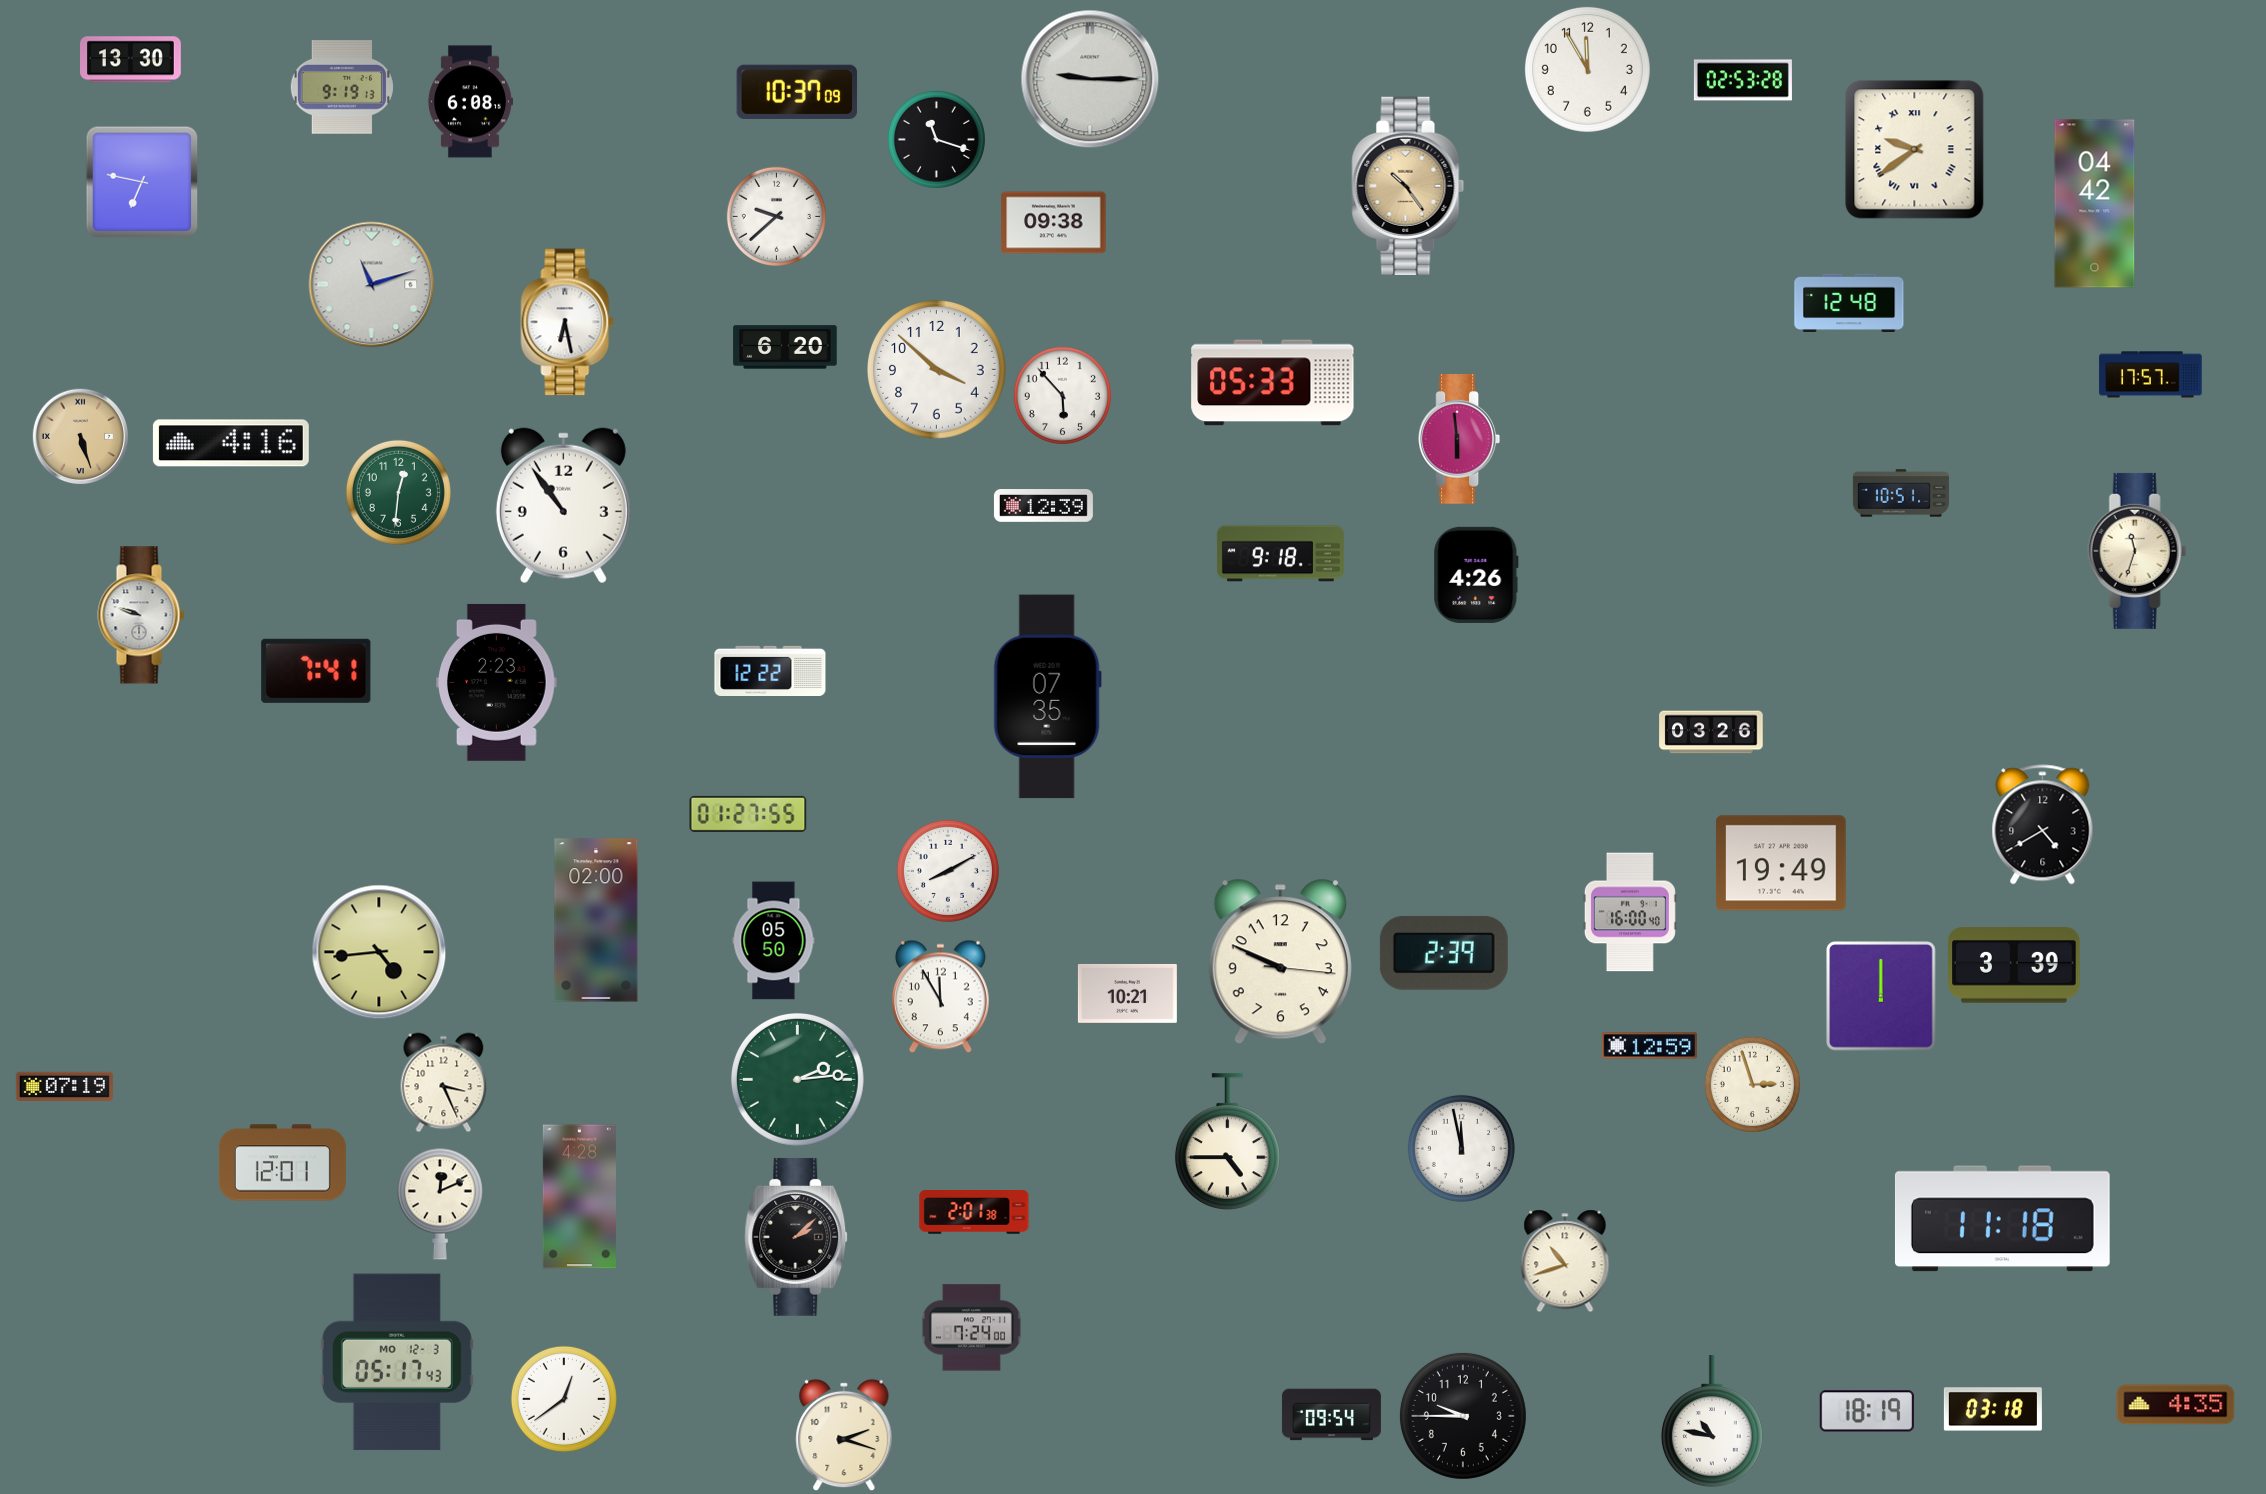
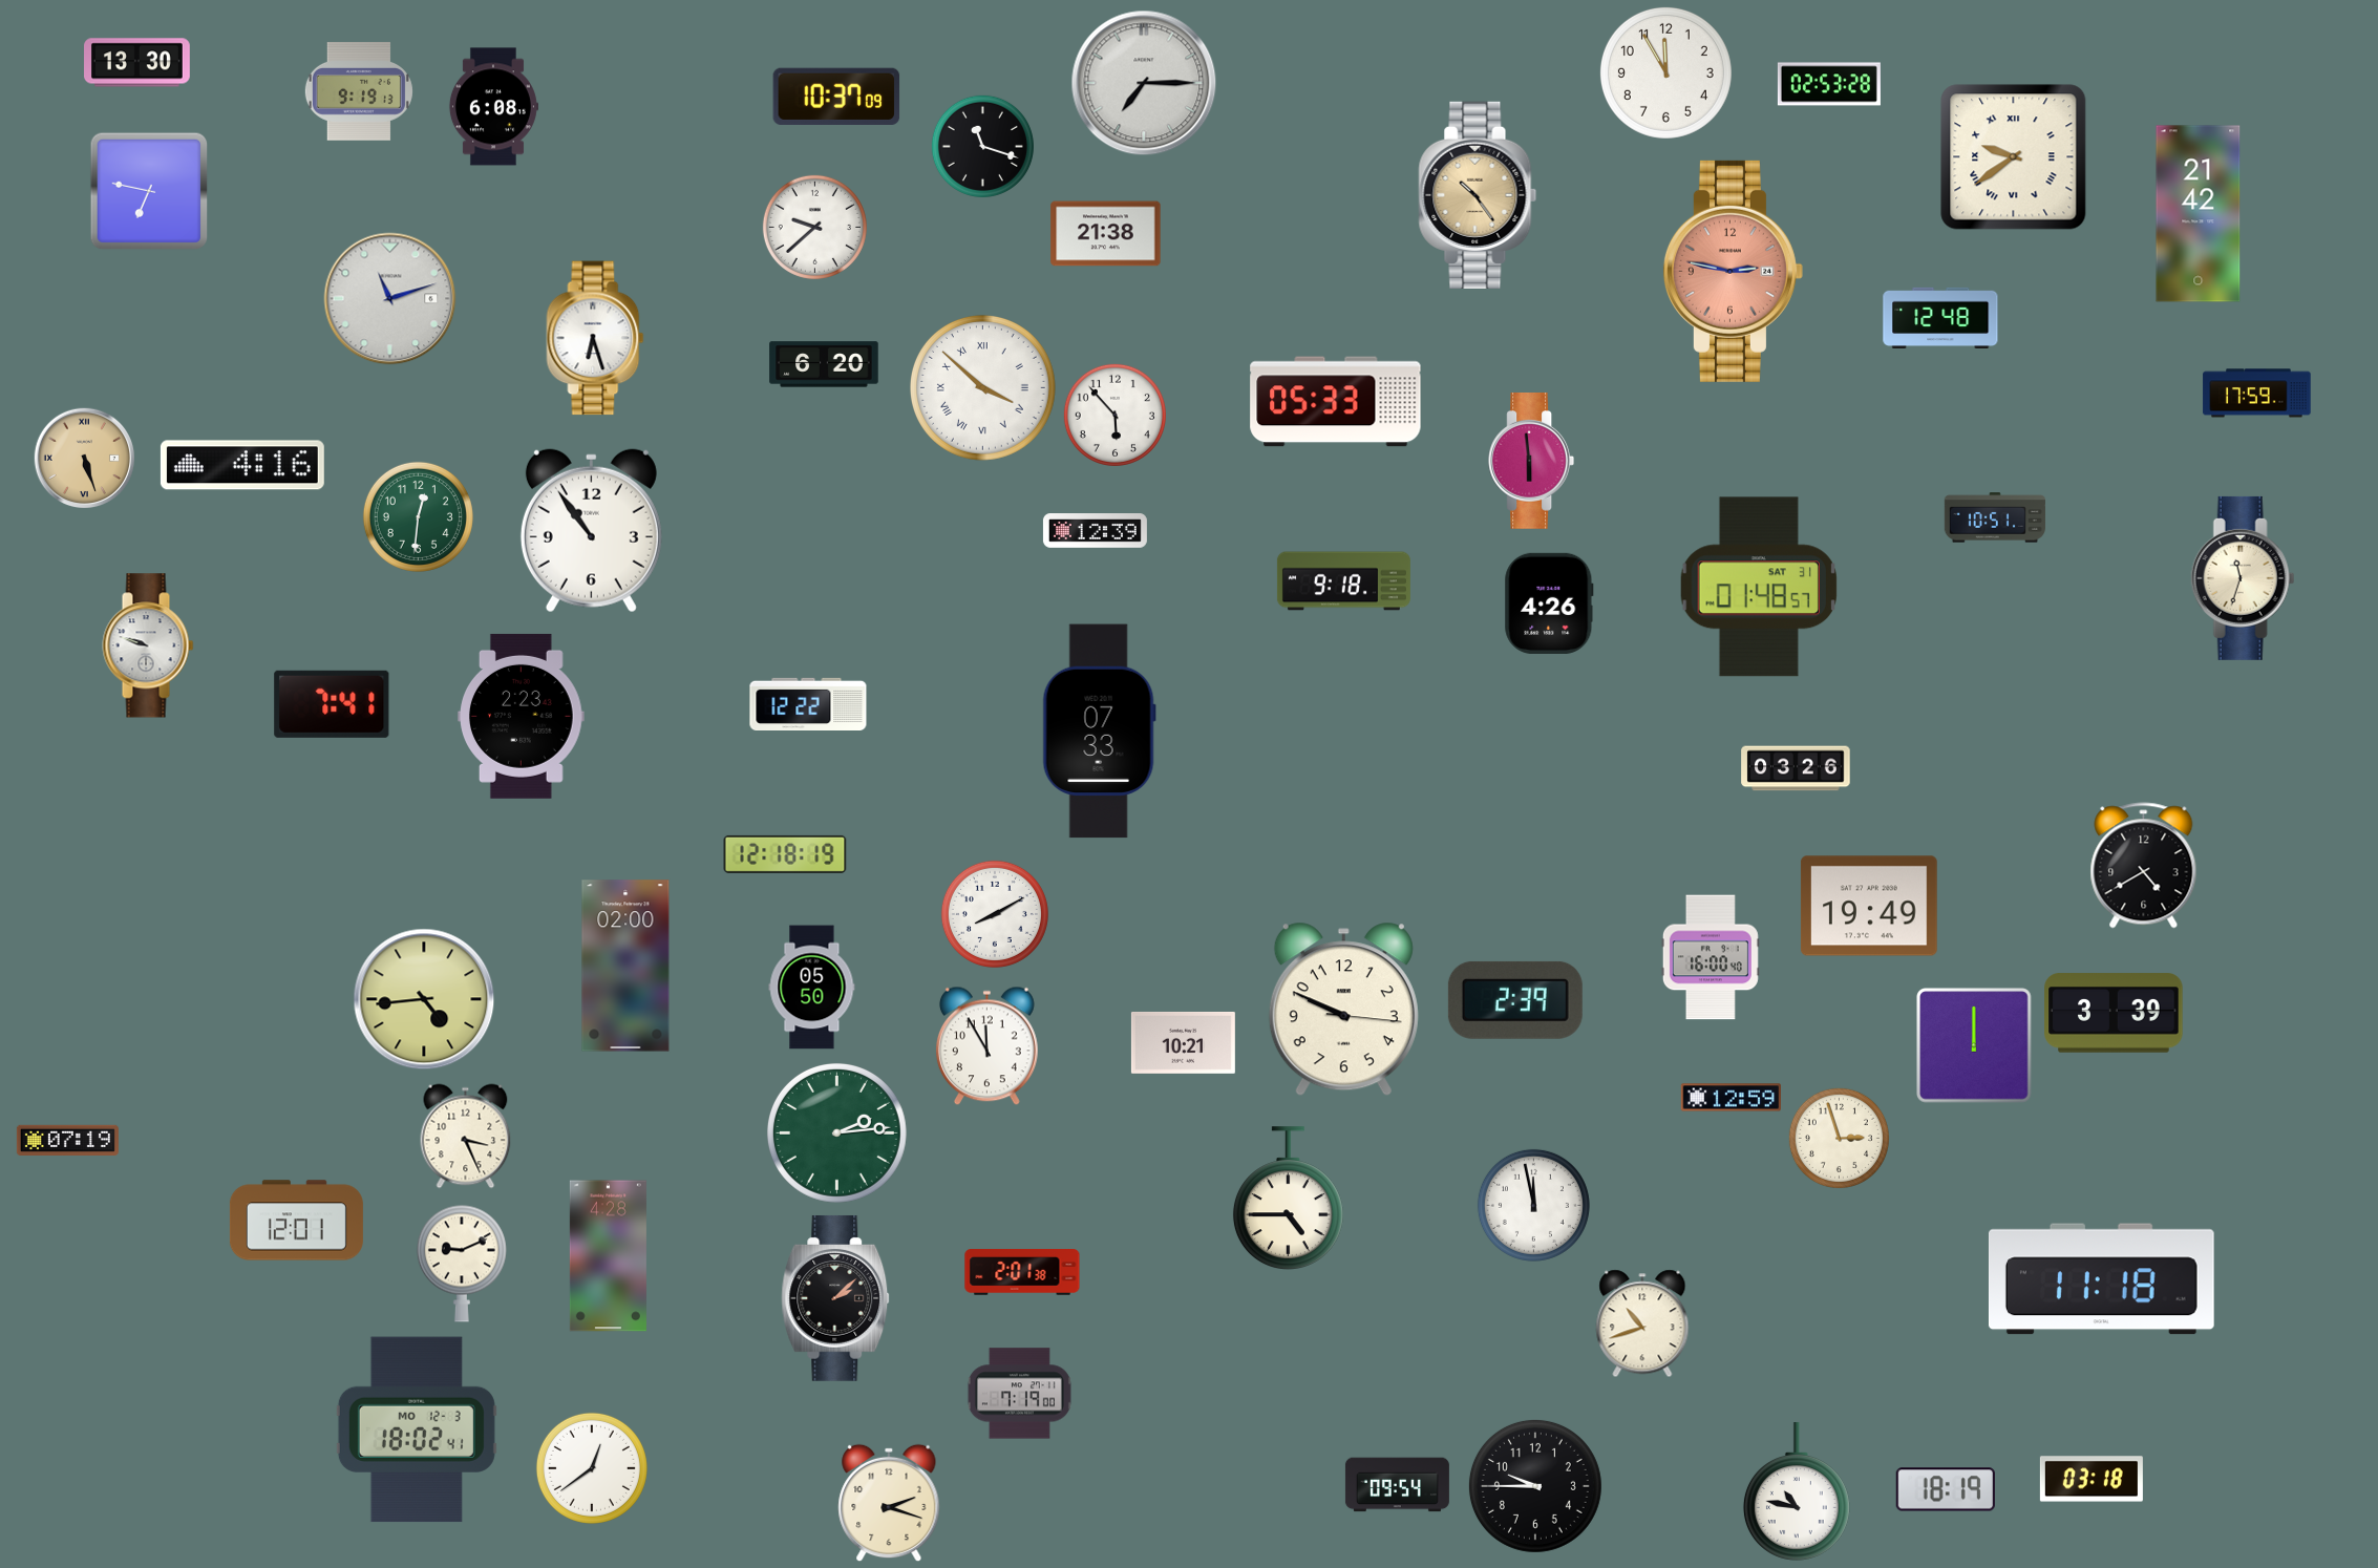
clock at (1090, 79): 9:15 -> 7:15
clock at (1915, 150) position: (1915, 150) -> (2014, 157)
clock at (2095, 204): 04:42 -> 21:42
clock at (1054, 223): 09:38 -> 21:38
clock at (1733, 271): none -> 2:47
clock at (567, 322): 6:28 -> 6:27
clock at (936, 369) numerals: Arabic -> Roman
clock at (2151, 375): 17:57 -> 17:59
clock at (1759, 587): none -> 01:48
clock at (1047, 697): 07:35 -> 07:33
clock at (748, 814): 01:27 -> 12:18
clock at (379, 952) position: (379, 952) -> (424, 999)
clock at (440, 1204): 12:11 -> 9:11
clock at (971, 1328): 7:24 -> 7:19
clock at (397, 1362): 05:17 -> 18:02
clock at (2176, 1405): 4:35 -> none
clock at (1866, 1411) position: (1866, 1411) -> (1945, 1489)
clock at (844, 1435) position: (844, 1435) -> (889, 1503)
